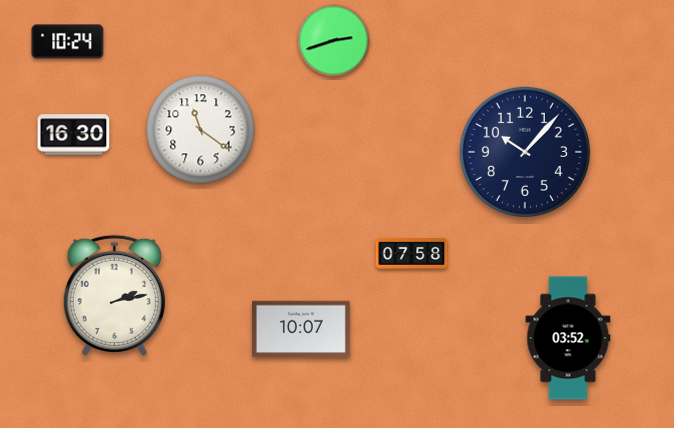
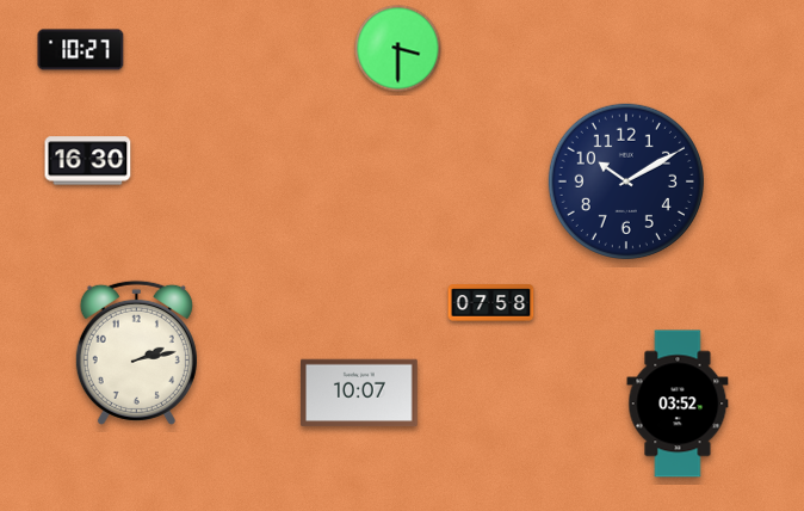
clock at (334, 41): 2:42 -> 3:30
clock at (68, 42): 10:24 -> 10:27
clock at (201, 130): 11:21 -> none
clock at (525, 152): 10:07 -> 10:10
